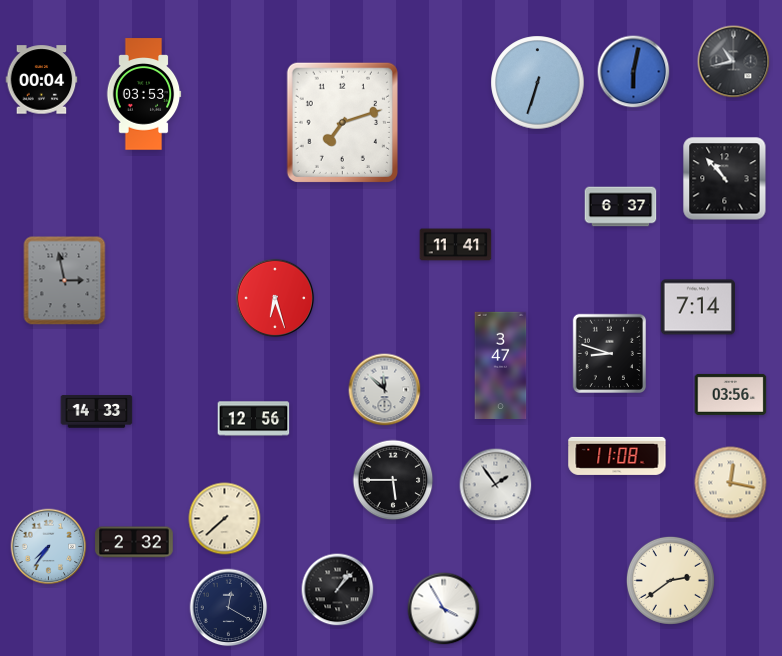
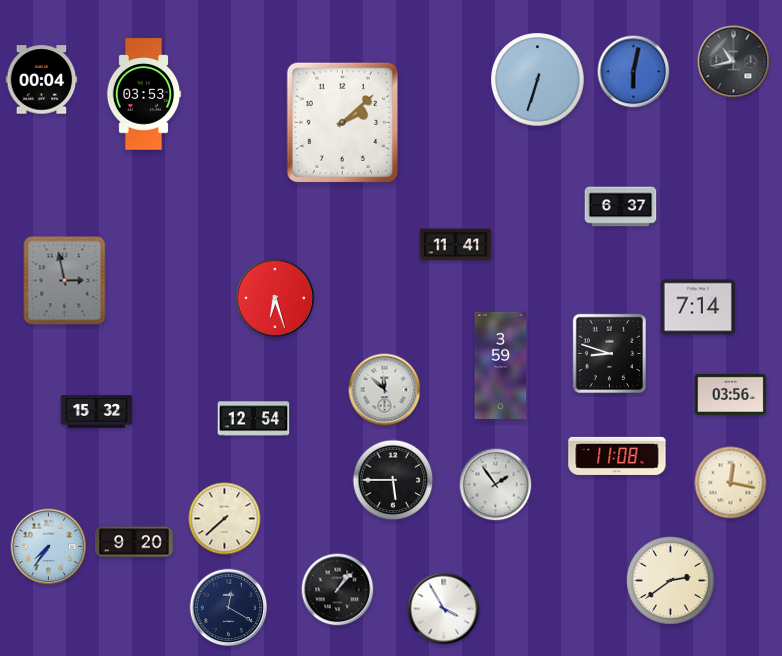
clock at (538, 83) position: (538, 83) -> (538, 80)
clock at (342, 122): 7:12 -> 2:08
clock at (725, 179): 10:53 -> none
clock at (501, 365): 3:47 -> 3:59
clock at (97, 412): 14:33 -> 15:32
clock at (254, 419): 12:56 -> 12:54
clock at (134, 542): 2:32 -> 9:20
